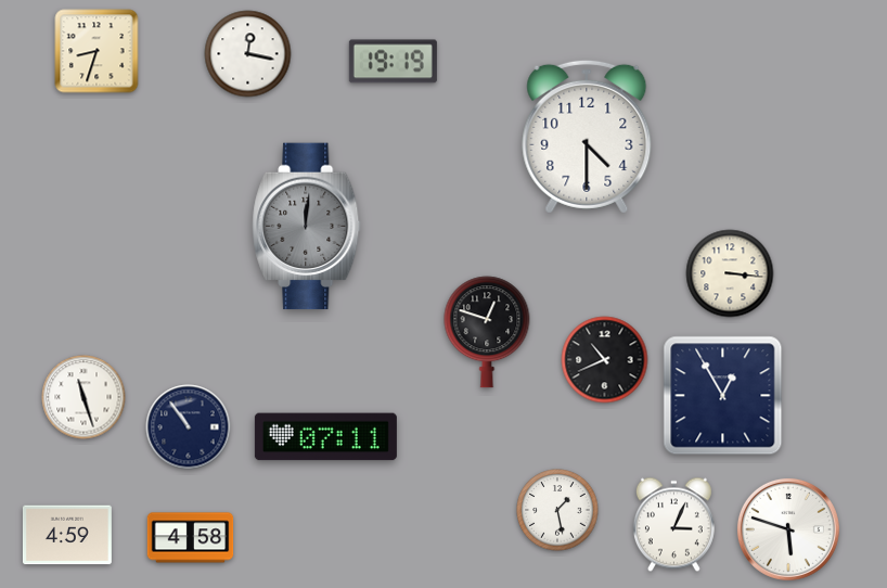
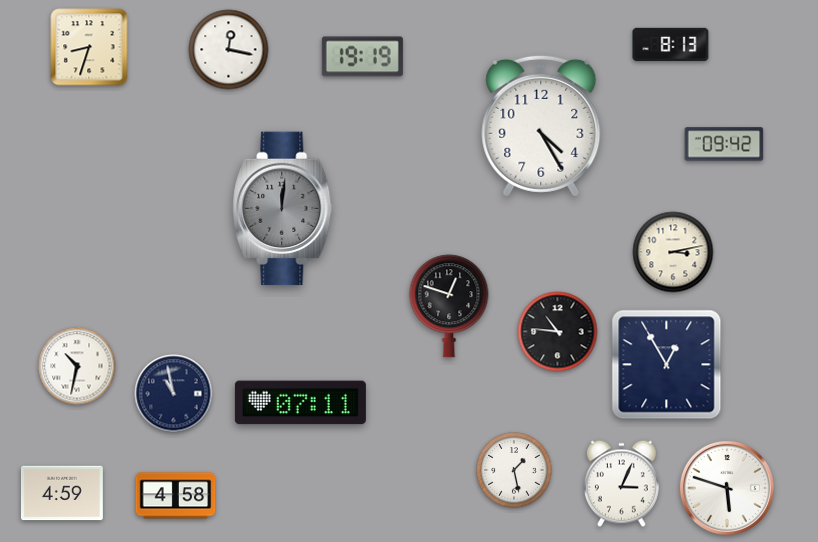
clock at (671, 44): none -> 8:13
clock at (587, 137): 4:30 -> 4:25
clock at (724, 144): none -> 09:42
clock at (730, 273): 3:16 -> 3:13
clock at (605, 360): 10:41 -> 10:46
clock at (83, 397): 11:27 -> 10:32
clock at (189, 427): 10:54 -> 10:58
